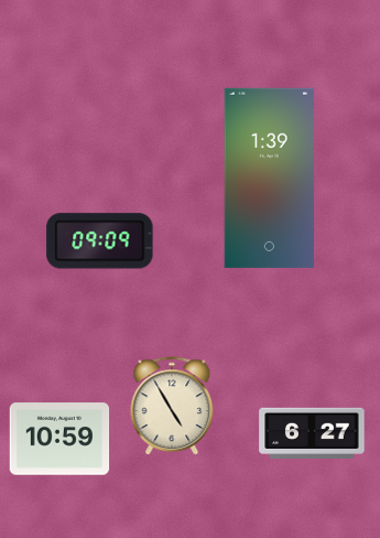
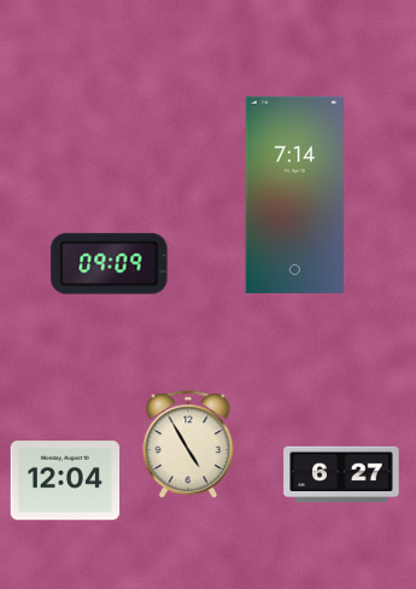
clock at (269, 177): 1:39 -> 7:14
clock at (59, 439): 10:59 -> 12:04
